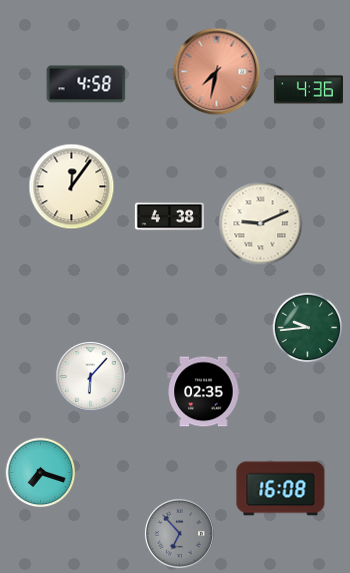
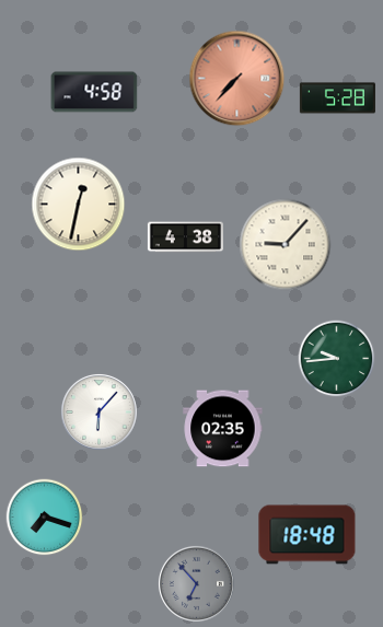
clock at (217, 72): 7:32 -> 7:37
clock at (308, 90): 4:36 -> 5:28
clock at (72, 187): 12:06 -> 12:32
clock at (261, 224): 9:11 -> 9:07
clock at (281, 489): 16:08 -> 18:48
